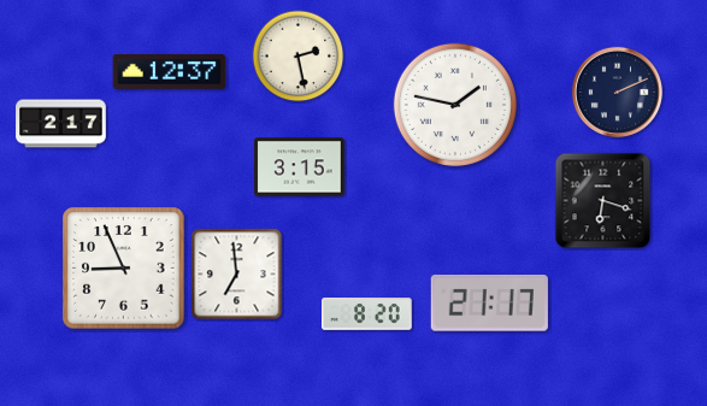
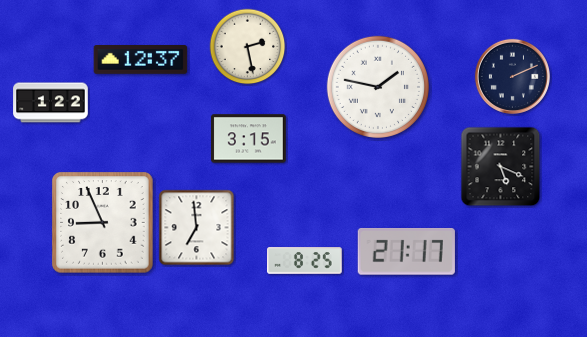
clock at (61, 124): 2:17 -> 1:22
clock at (603, 201): 6:18 -> 5:19
clock at (367, 314): 8:20 -> 8:25
